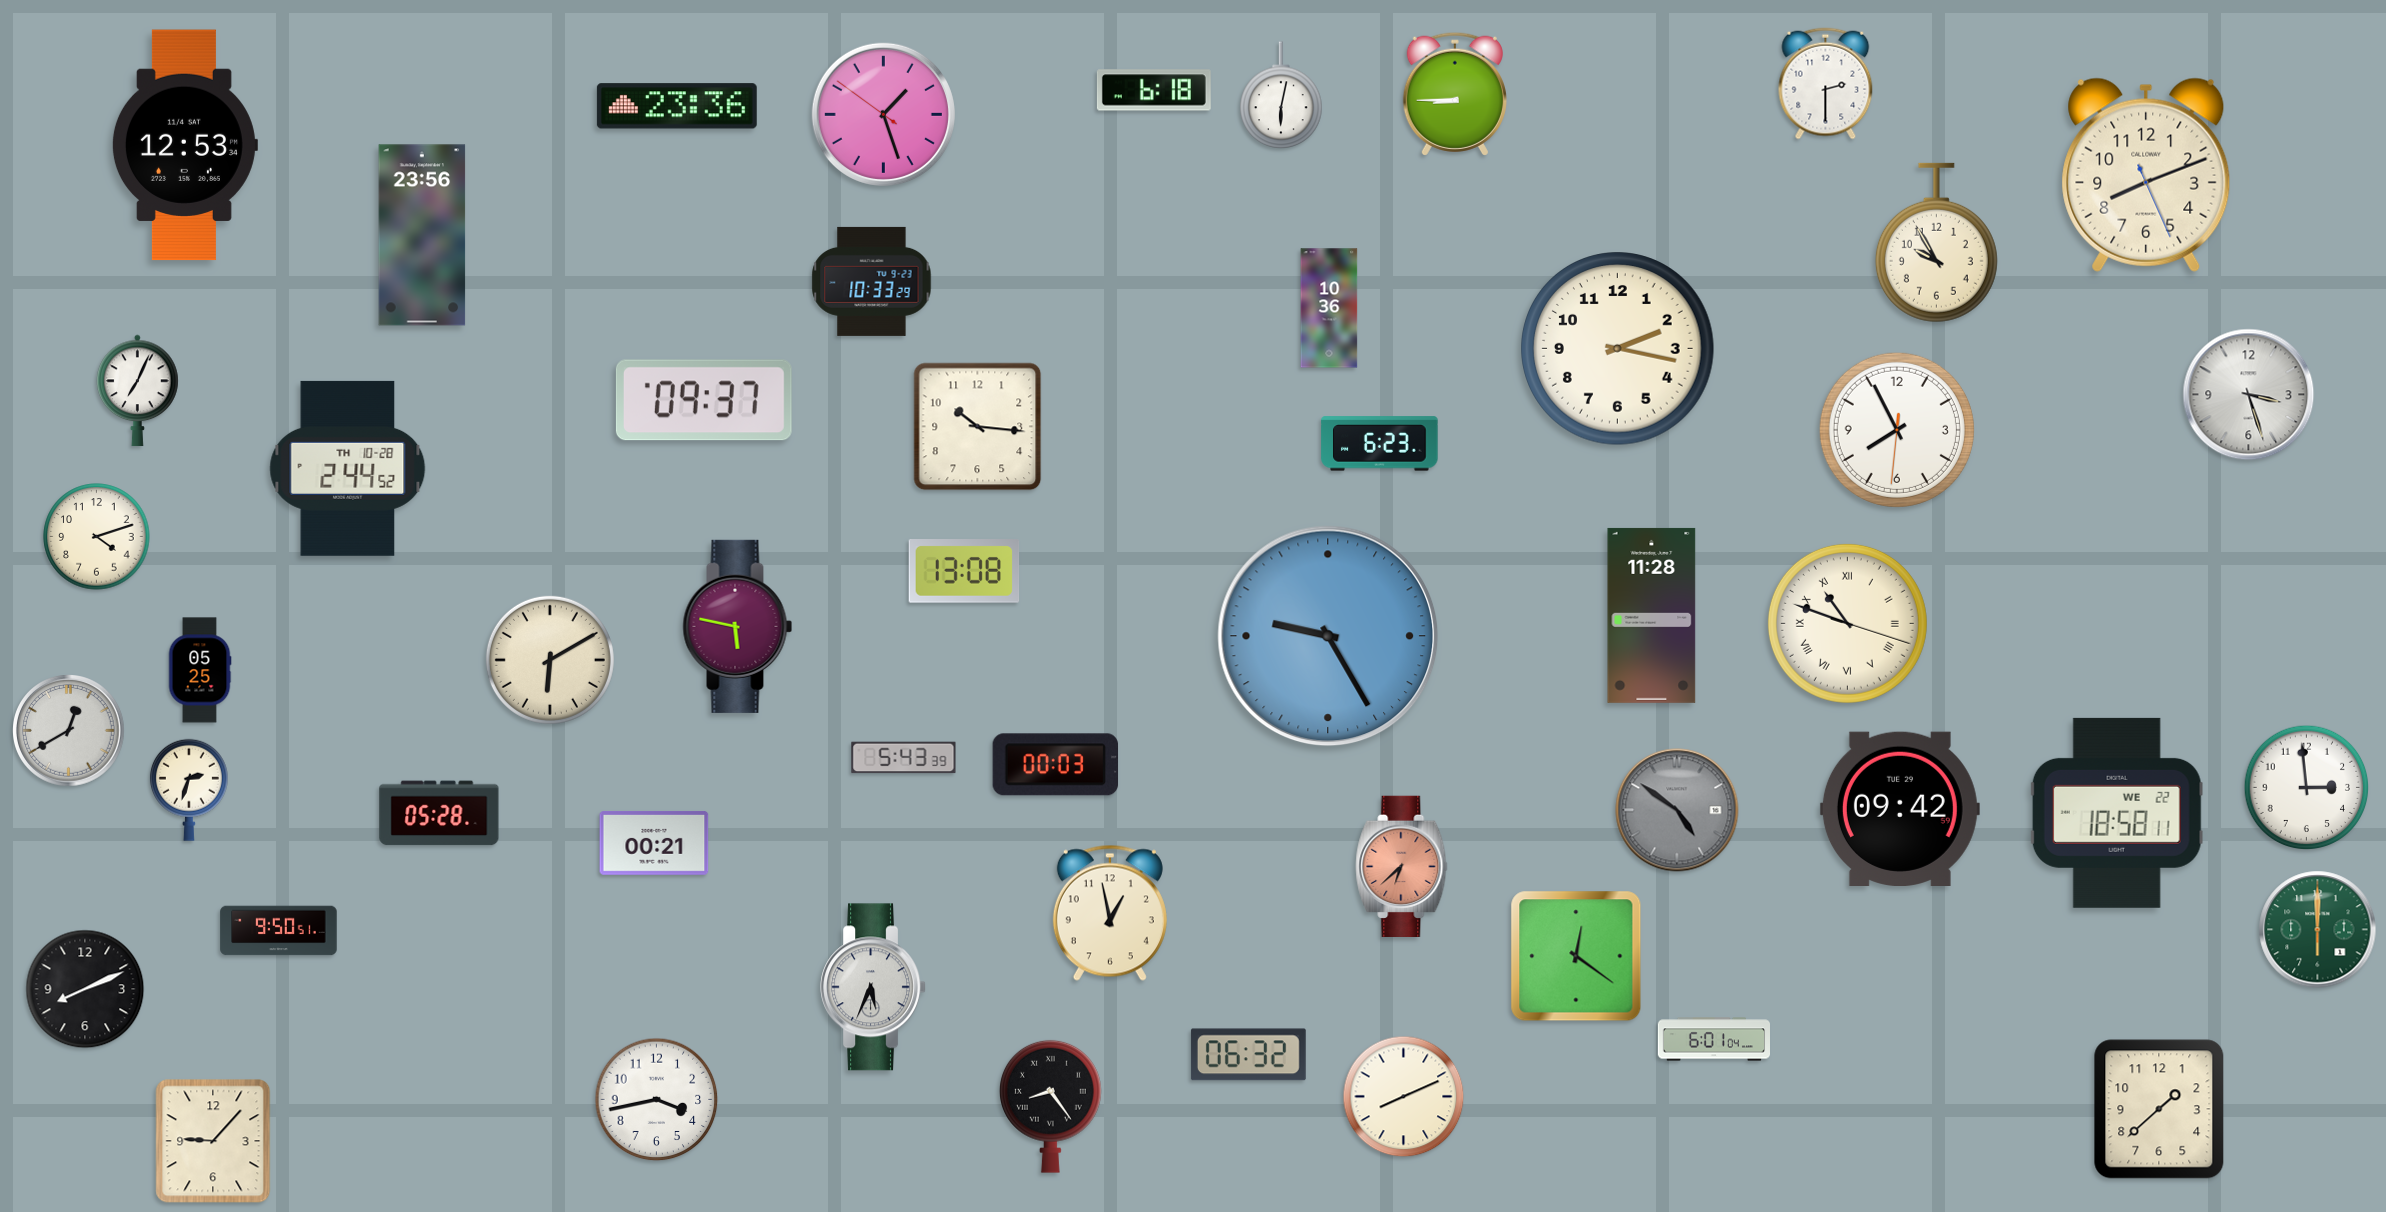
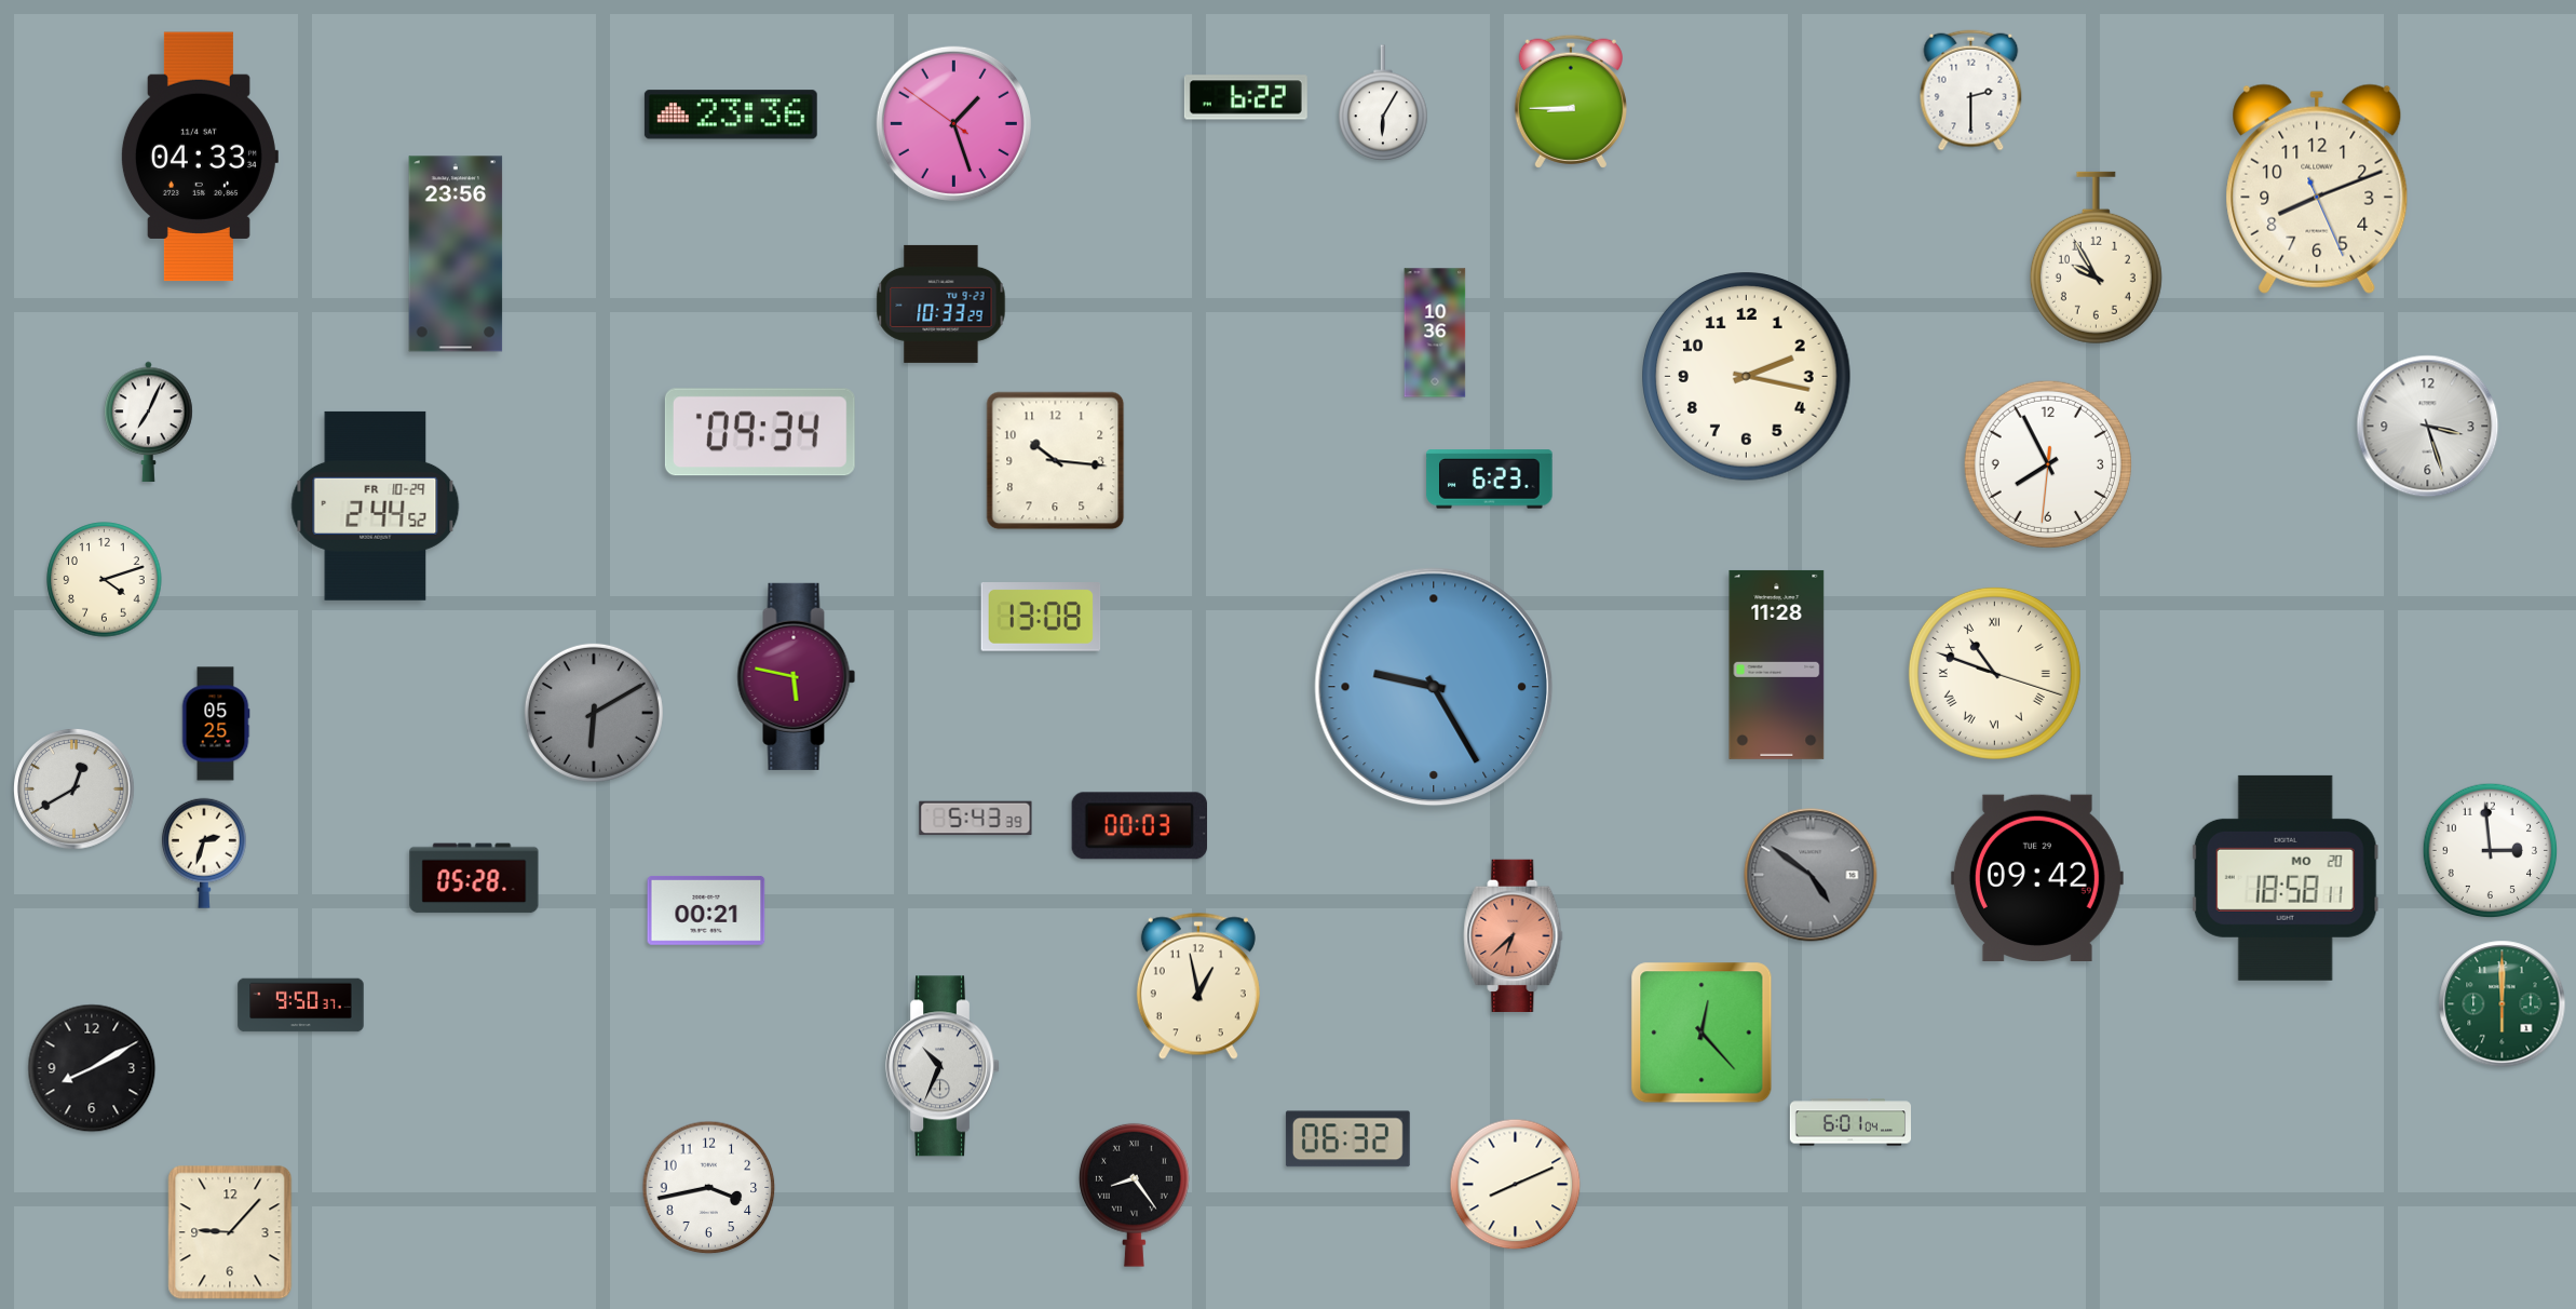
clock at (1154, 90): 6:18 -> 6:22
clock at (1281, 95): 6:02 -> 6:05
clock at (184, 145): 12:53 -> 04:33
clock at (1936, 243) position: (1936, 243) -> (2096, 258)
clock at (704, 400): 09:37 -> 09:34
clock at (348, 468) date: TH 10-28 -> FR 10-29
clock at (1652, 615) position: (1652, 615) -> (1777, 664)
clock at (550, 660) dial: cream -> grey
clock at (1900, 808) position: (1900, 808) -> (2037, 877)
clock at (2117, 813) date: WE 22 -> MO 20
clock at (279, 931): 9:50:51 -> 9:50:37
clock at (1576, 956): 12:21 -> 12:23
clock at (874, 987): 5:34 -> 10:34
clock at (85, 989): 8:11 -> 8:10
clock at (2159, 1109): 1:38 -> none
